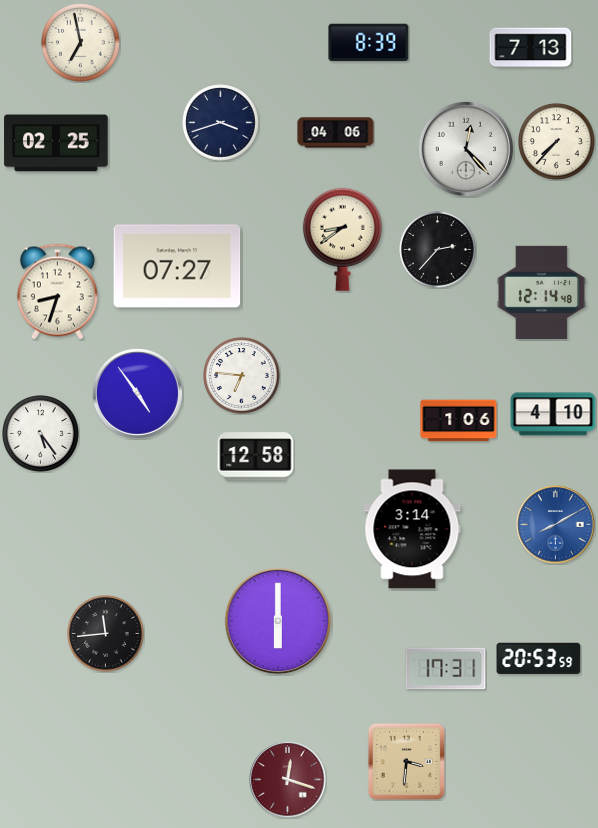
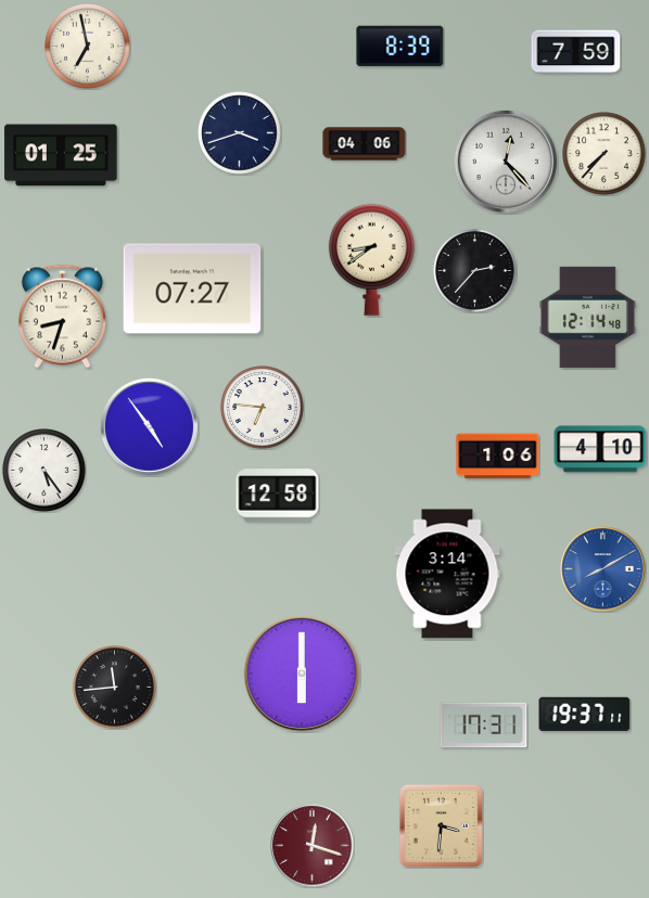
clock at (531, 48): 7:13 -> 7:59
clock at (56, 143): 02:25 -> 01:25
clock at (539, 658): 20:53 -> 19:37
